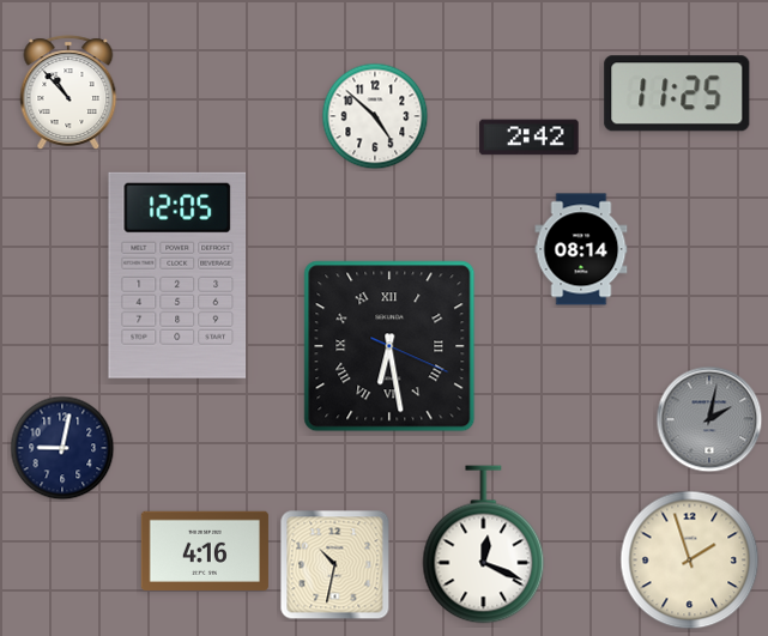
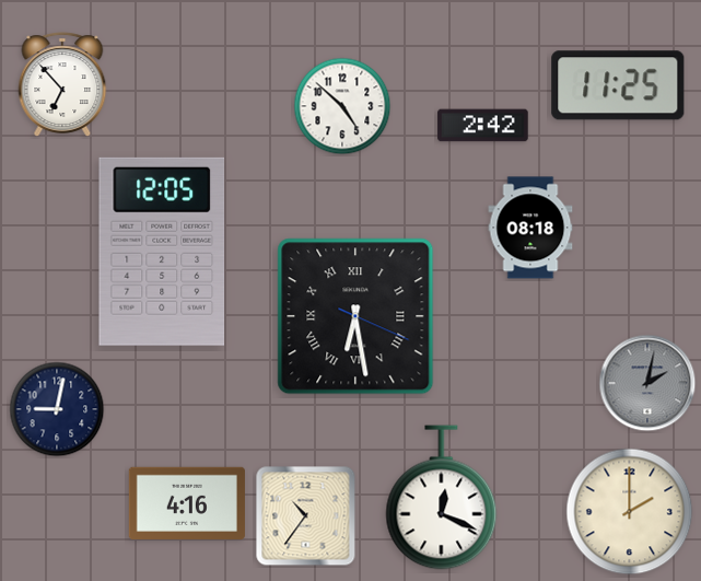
clock at (68, 92): 10:53 -> 6:53
clock at (581, 249): 08:14 -> 08:18
clock at (690, 561): 1:57 -> 2:00
clock at (335, 565): 10:32 -> 10:36
